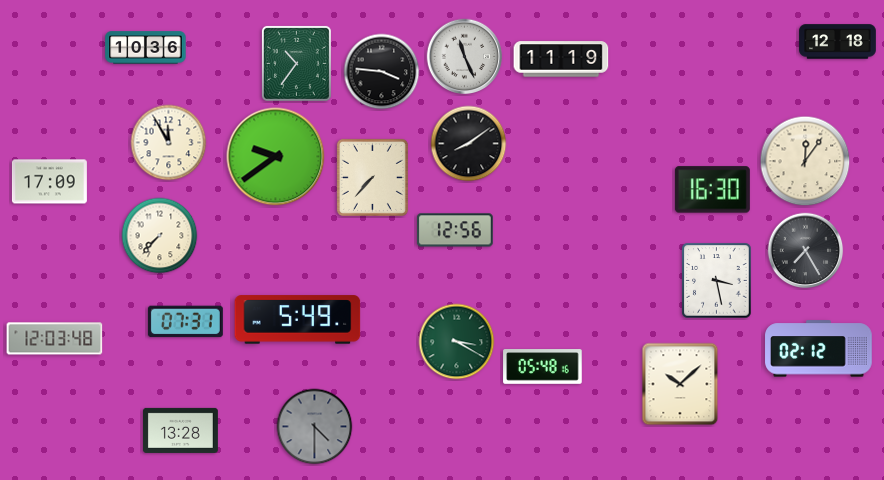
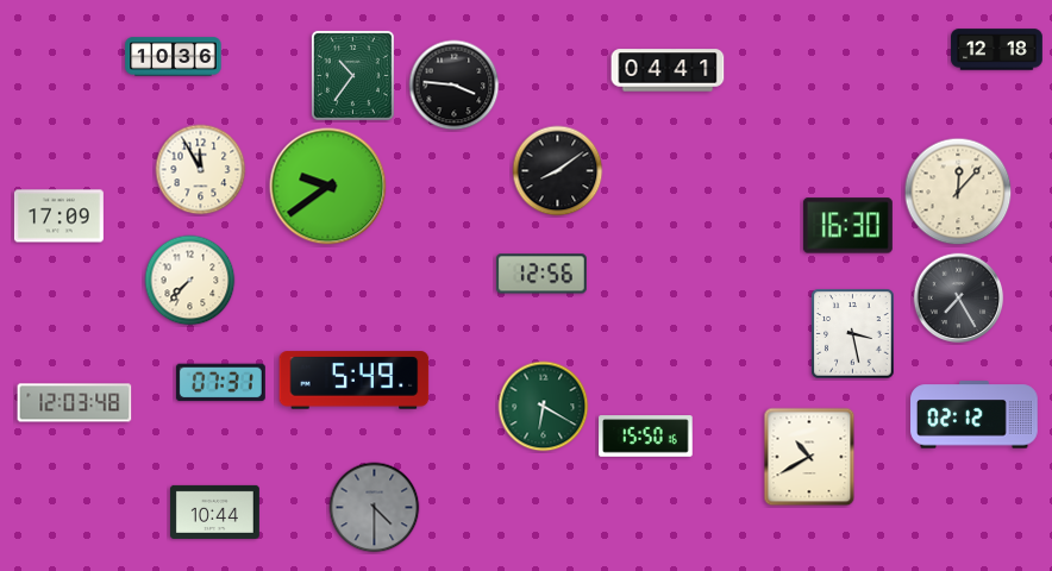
clock at (465, 57): 11:26 -> none
clock at (561, 59): 11:19 -> 04:41
clock at (805, 161): 12:06 -> 12:07
clock at (372, 177): 7:37 -> none
clock at (55, 339) position: (55, 339) -> (75, 403)
clock at (457, 342): 3:20 -> 6:20
clock at (543, 367): 05:48 -> 15:50
clock at (680, 384): 10:08 -> 10:40
clock at (180, 430): 13:28 -> 10:44
